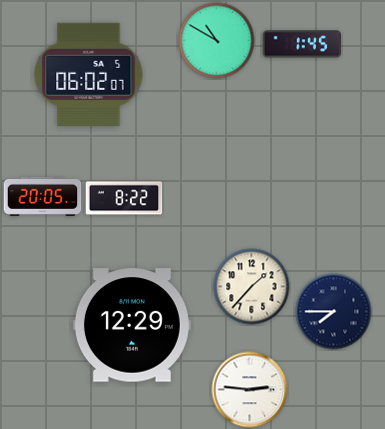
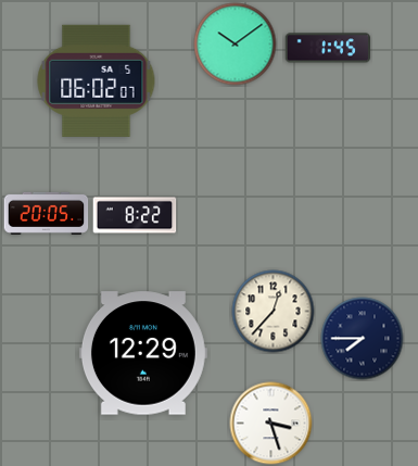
clock at (217, 41): 10:50 -> 10:09
clock at (252, 287): 1:37 -> 12:37
clock at (250, 390): 2:46 -> 3:27
